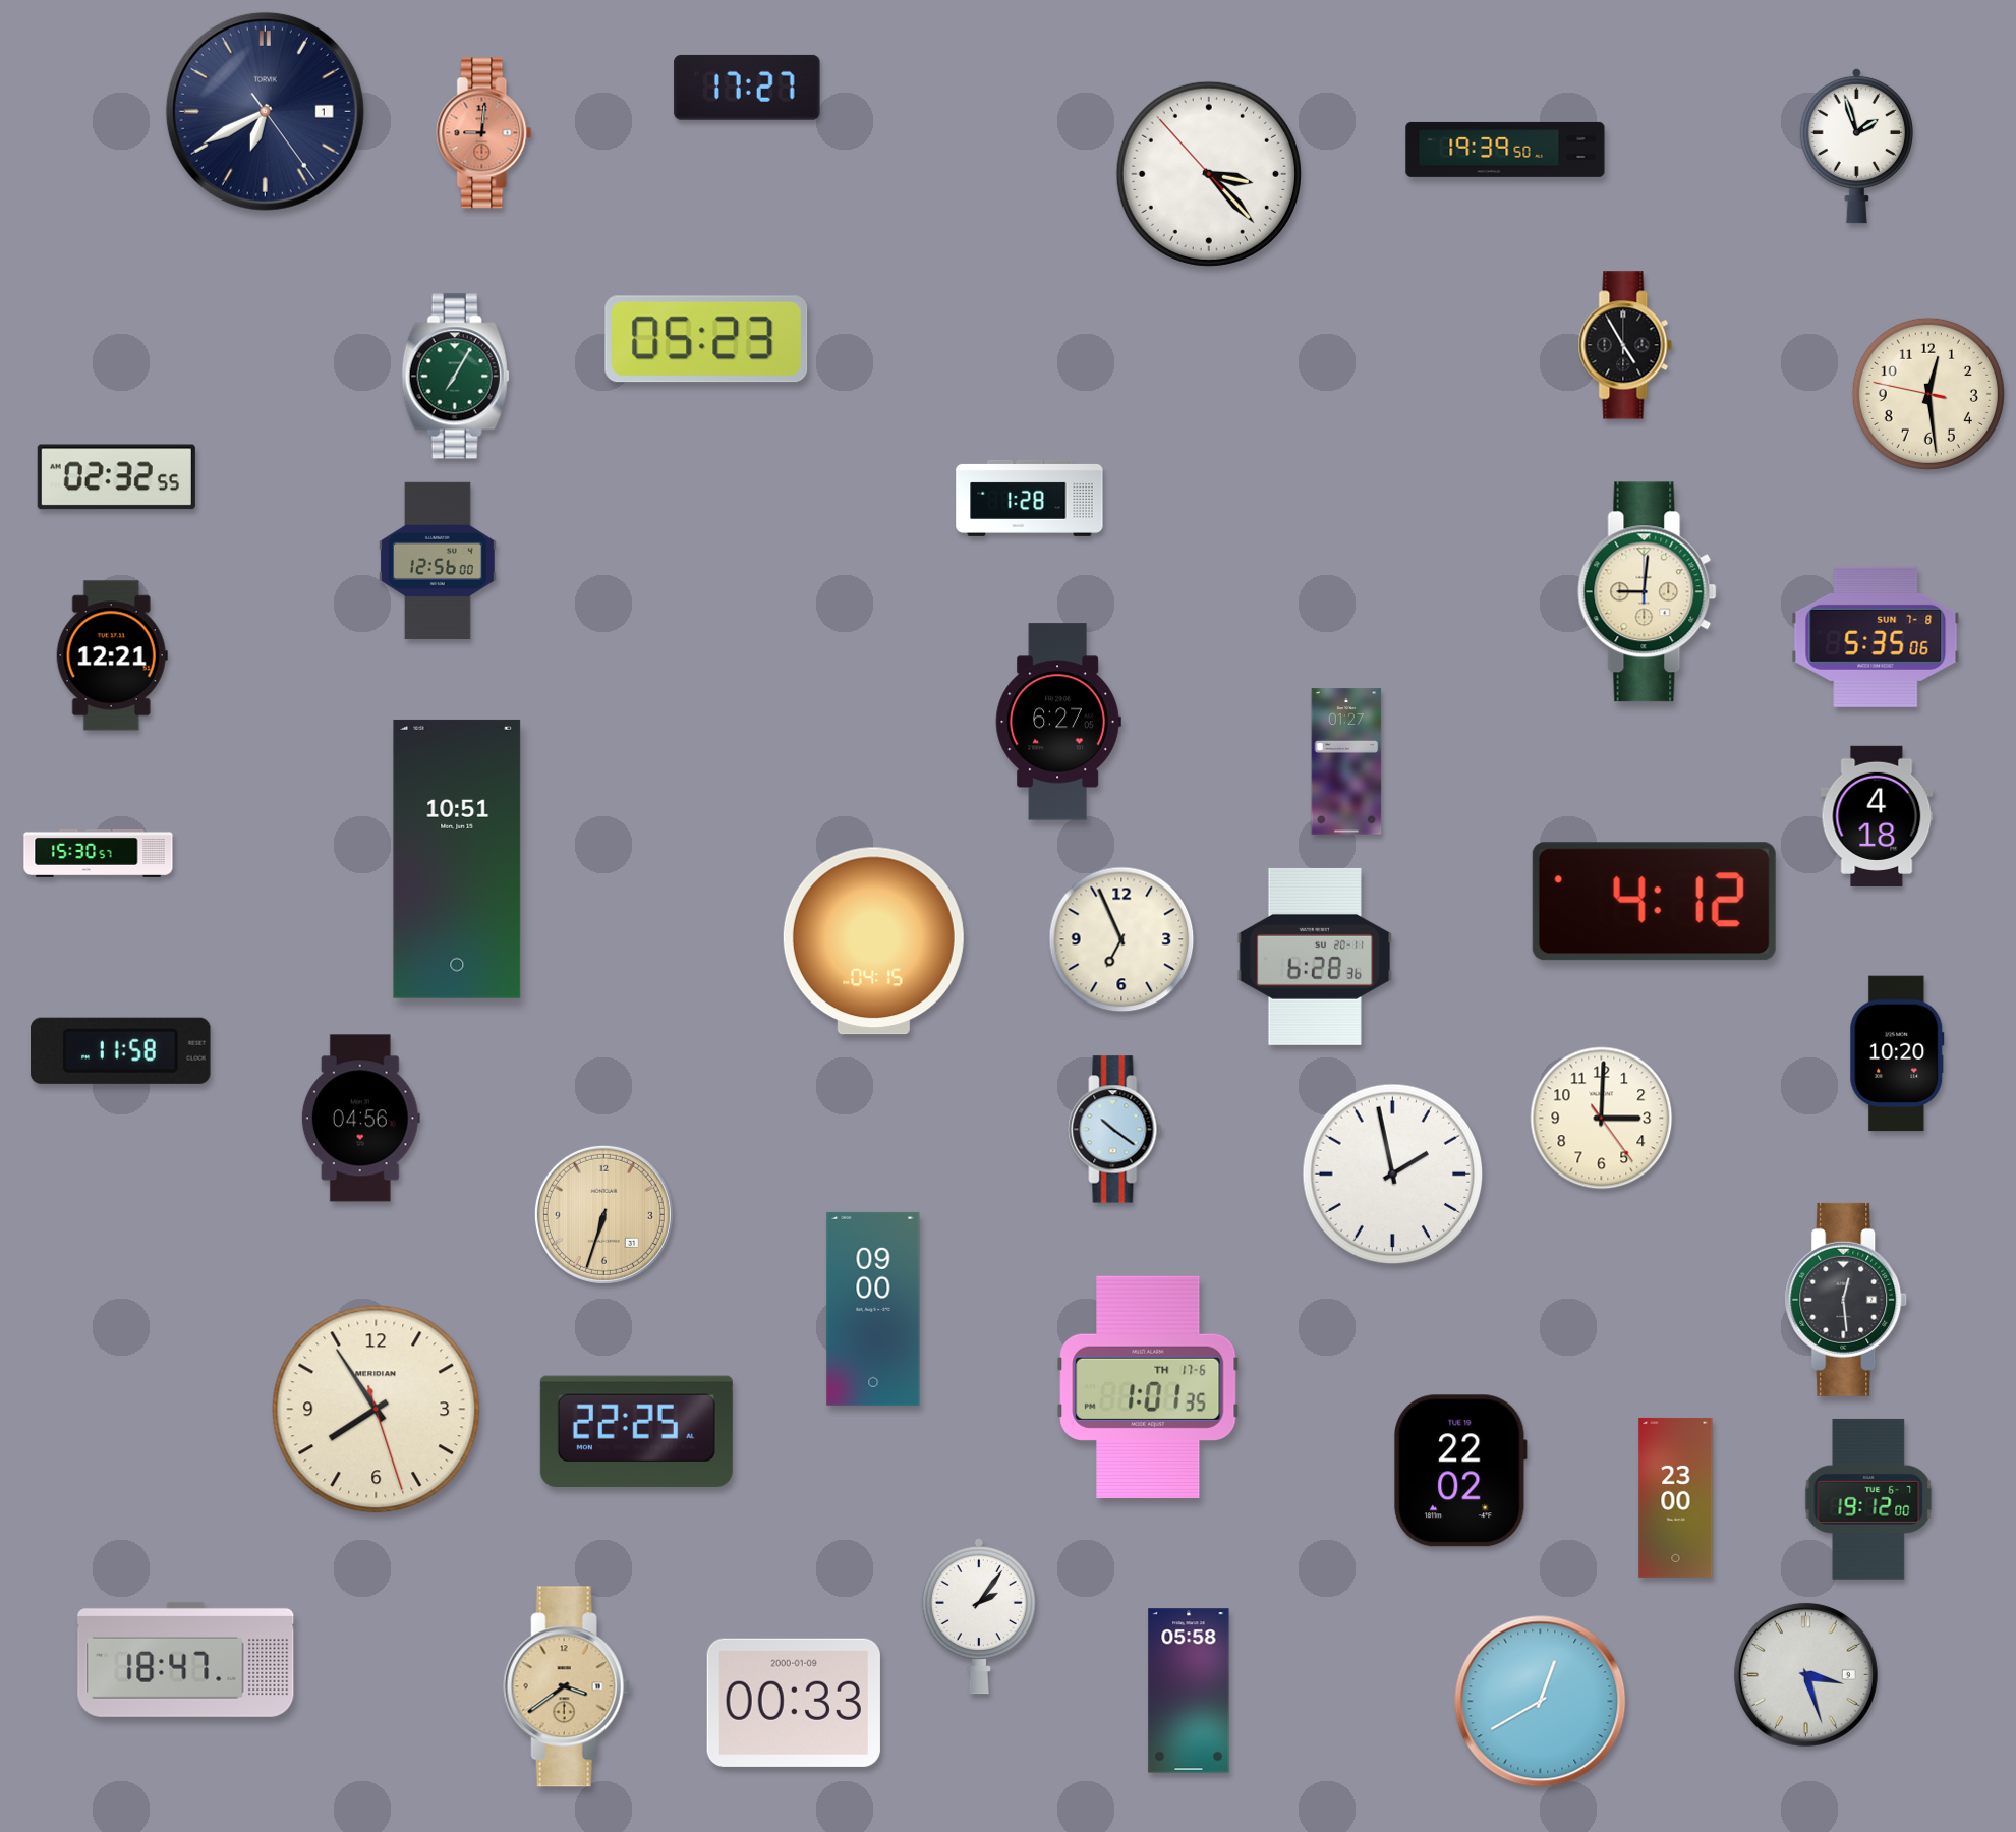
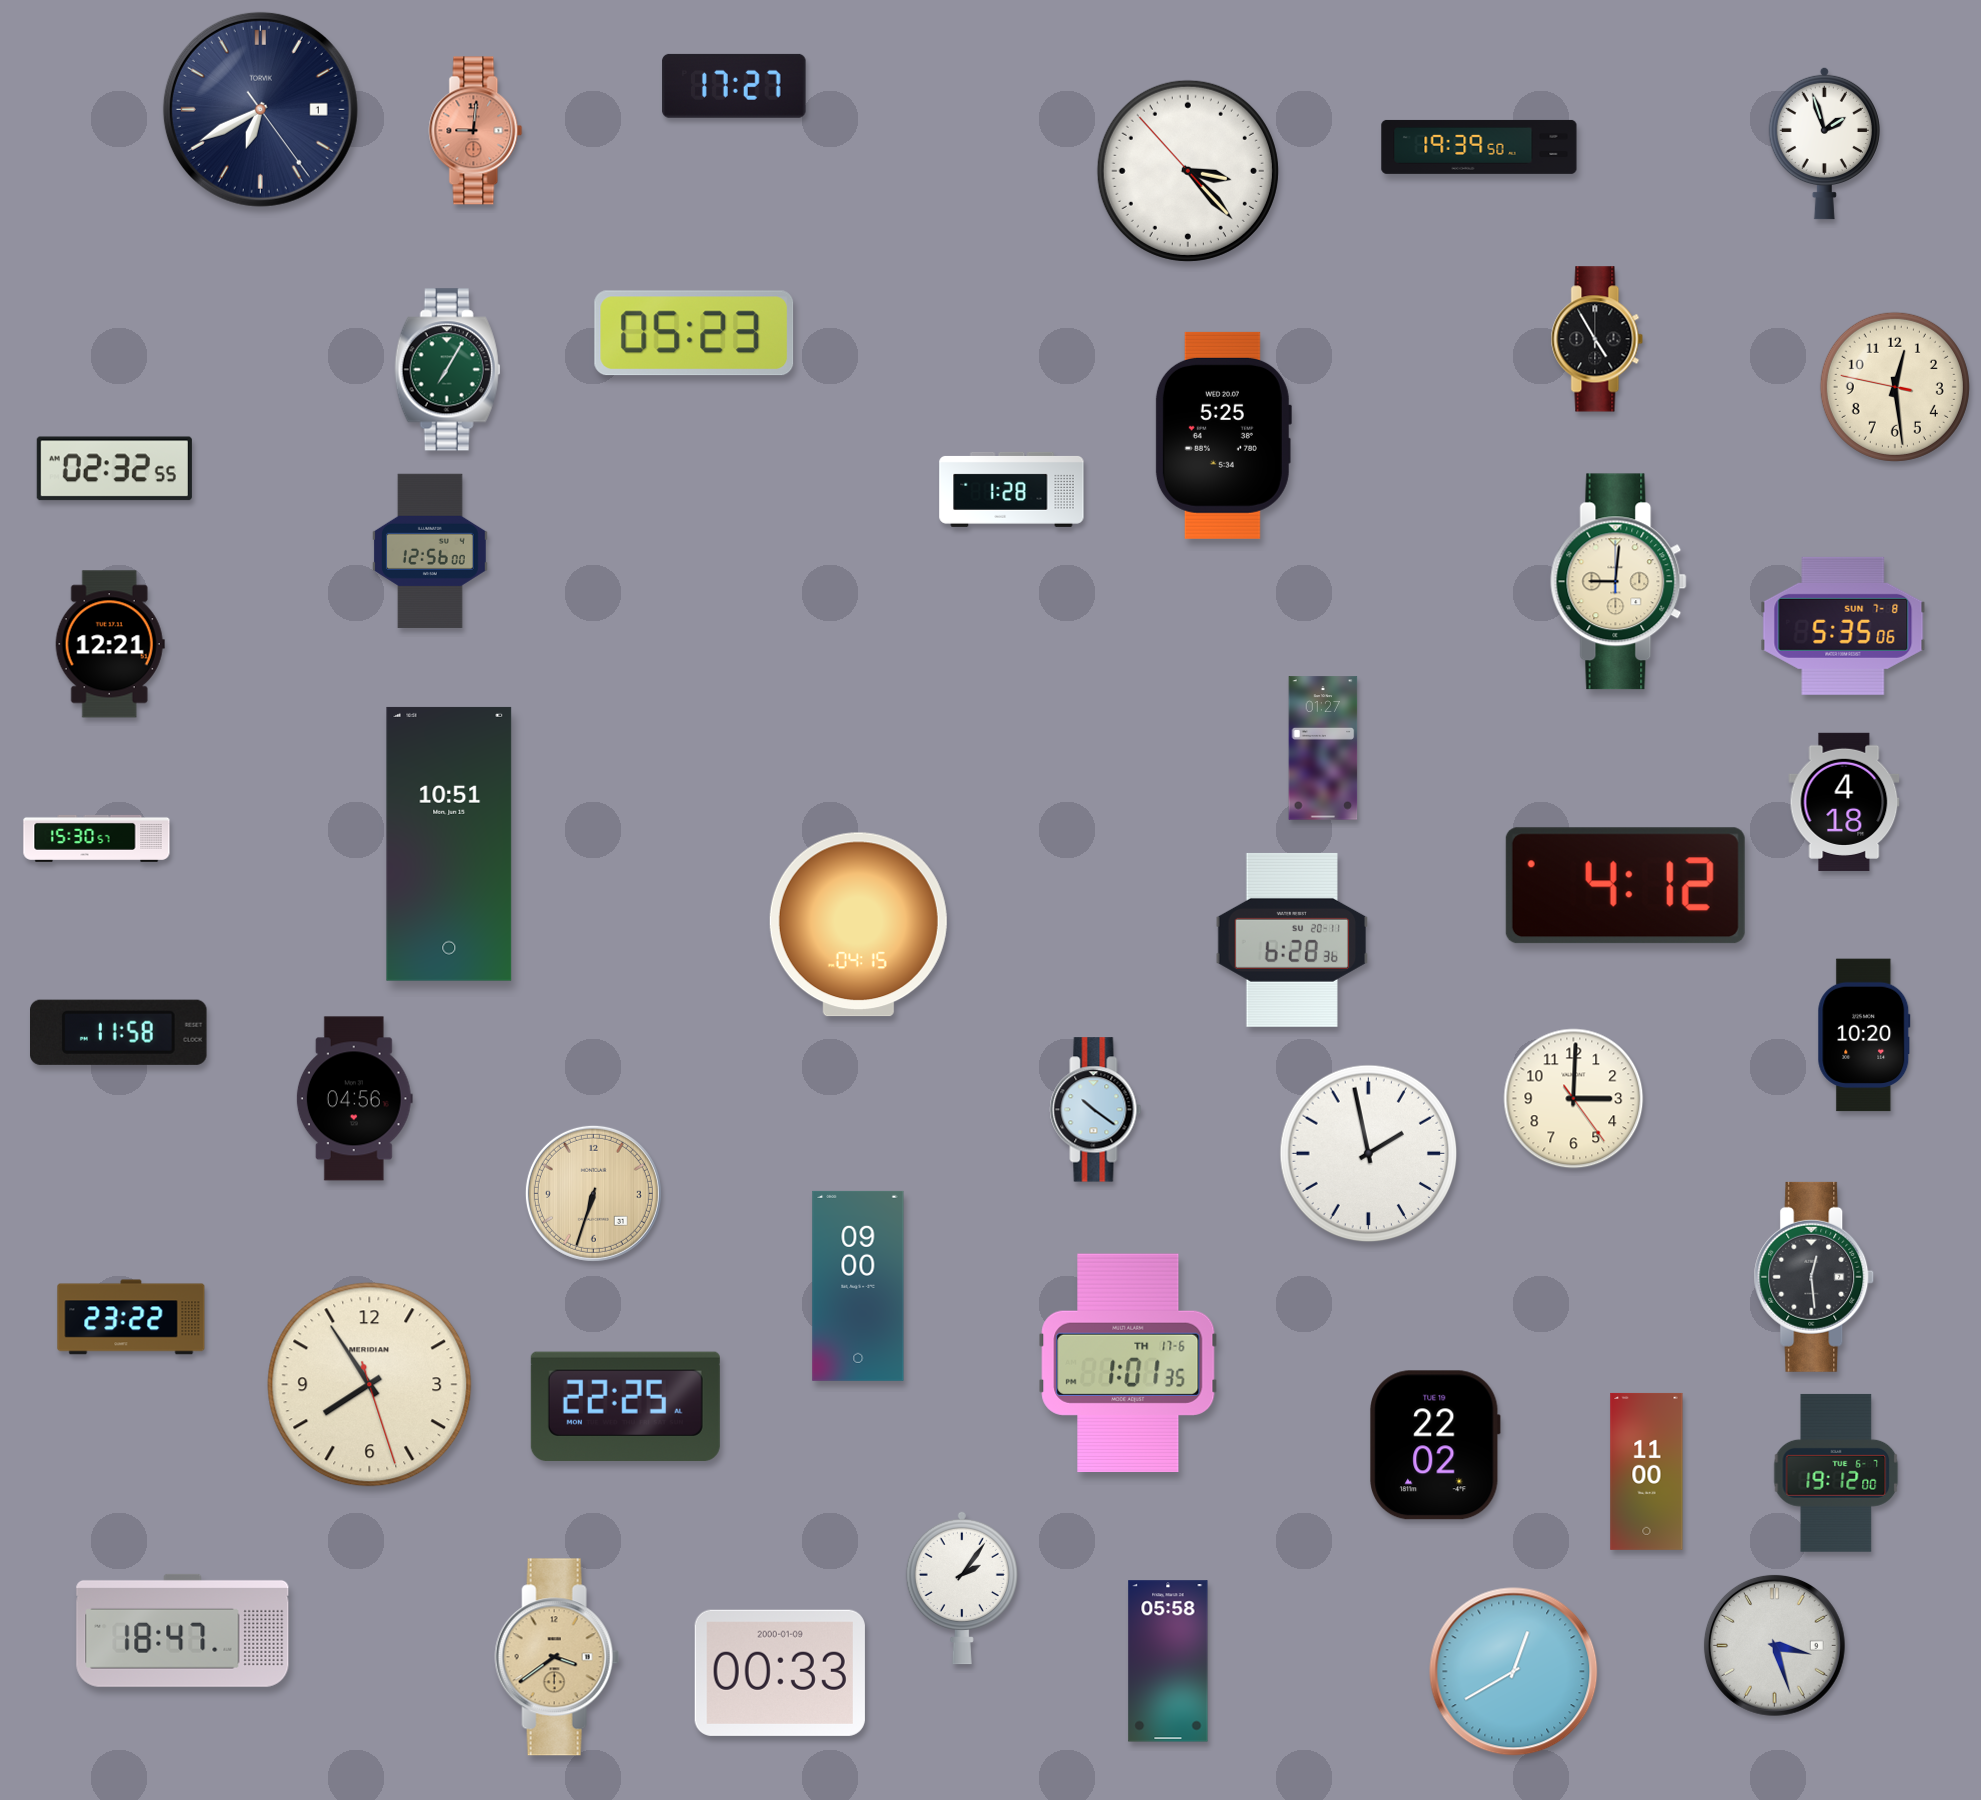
clock at (1223, 435): none -> 5:25
clock at (1058, 722): 6:27 -> none
clock at (1121, 939): 6:56 -> none
clock at (131, 1317): none -> 23:22
clock at (1676, 1497): 23:00 -> 11:00
